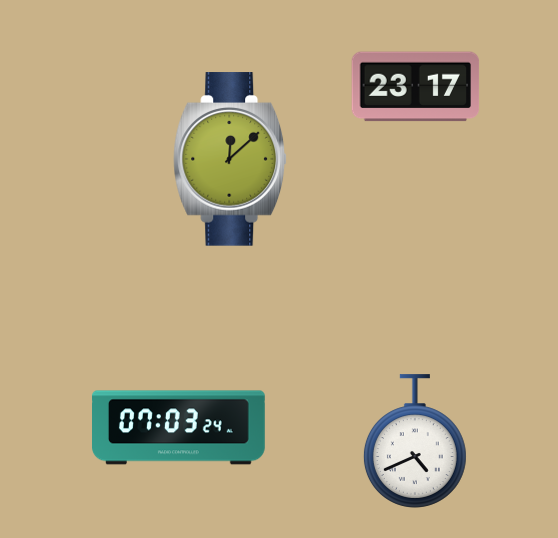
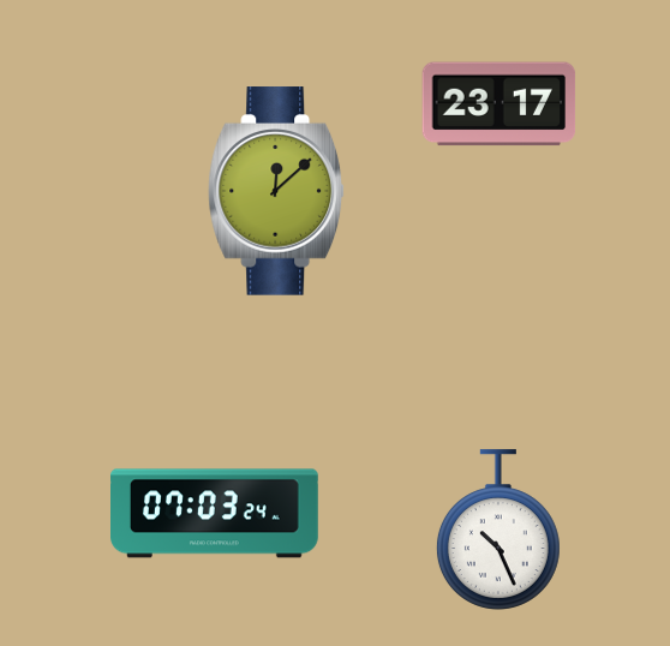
clock at (415, 441): 4:41 -> 10:26
